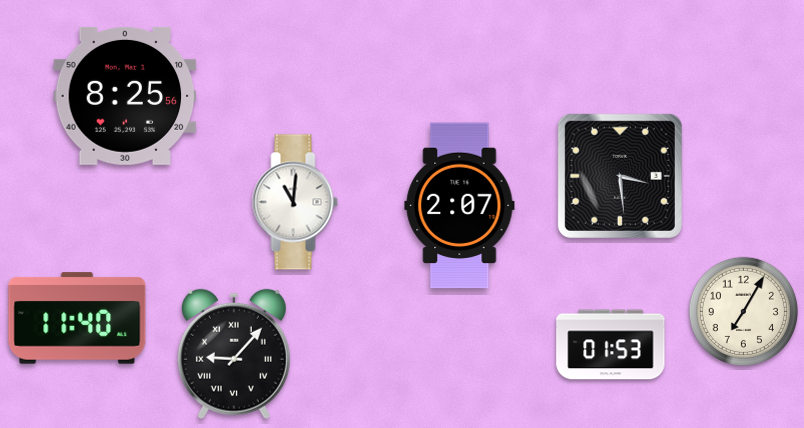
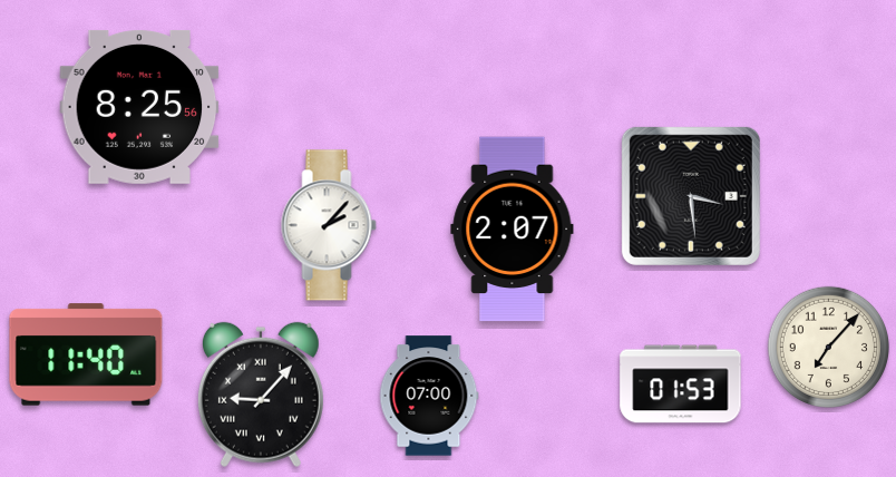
clock at (295, 202): 11:01 -> 2:07
clock at (743, 311): 7:05 -> 7:07
clock at (429, 396): none -> 07:00
